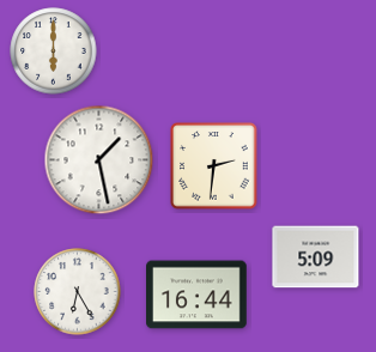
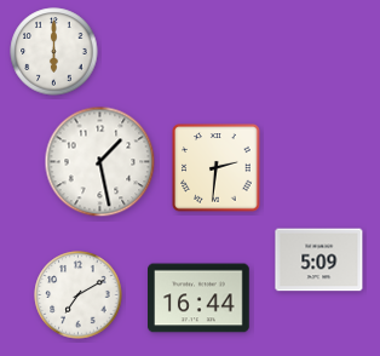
clock at (78, 292): 6:25 -> 7:10
